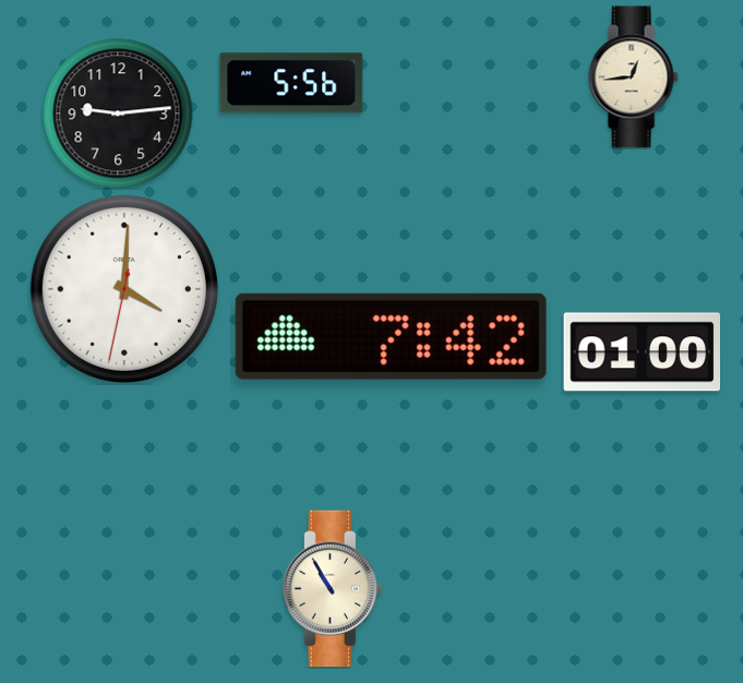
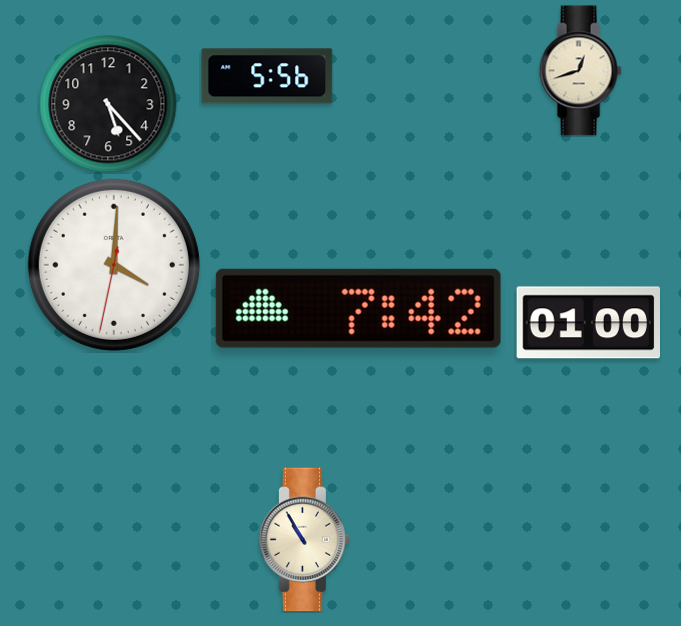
clock at (633, 77): 12:44 -> 12:42
clock at (118, 113): 9:14 -> 5:23
